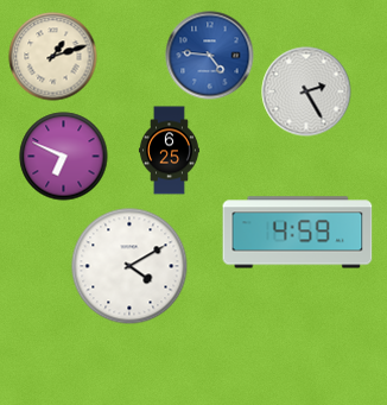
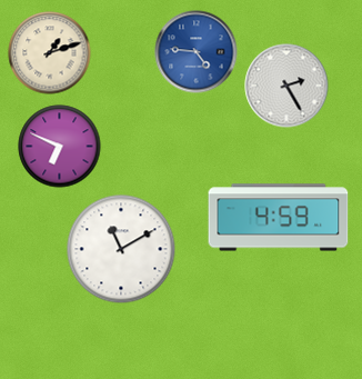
clock at (169, 151): 6:25 -> none
clock at (129, 266): 4:10 -> 11:10
